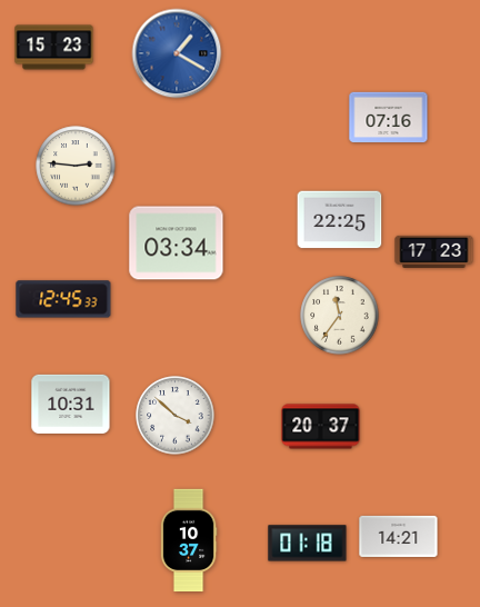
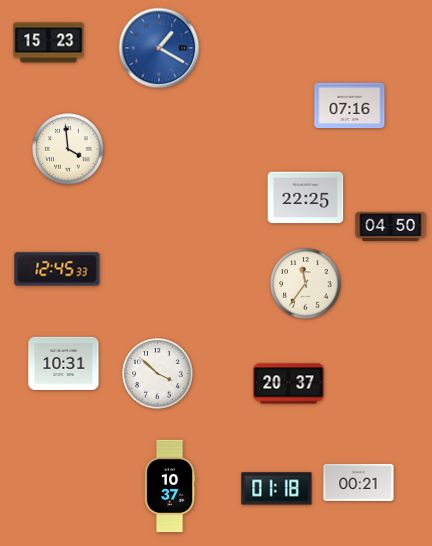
clock at (76, 166): 2:46 -> 3:59
clock at (177, 243): 03:34 -> none
clock at (434, 251): 17:23 -> 04:50
clock at (399, 536): 14:21 -> 00:21
